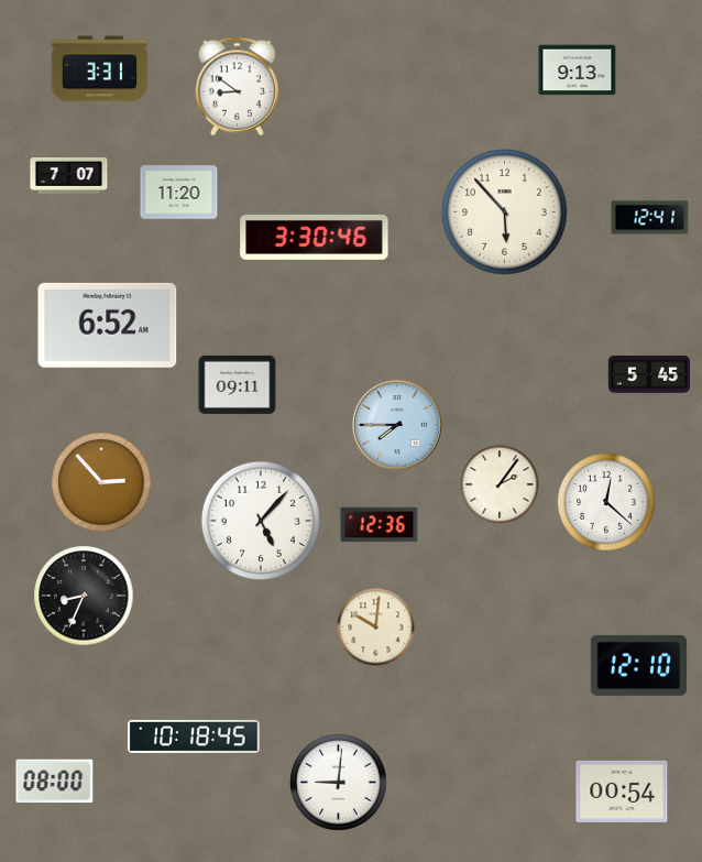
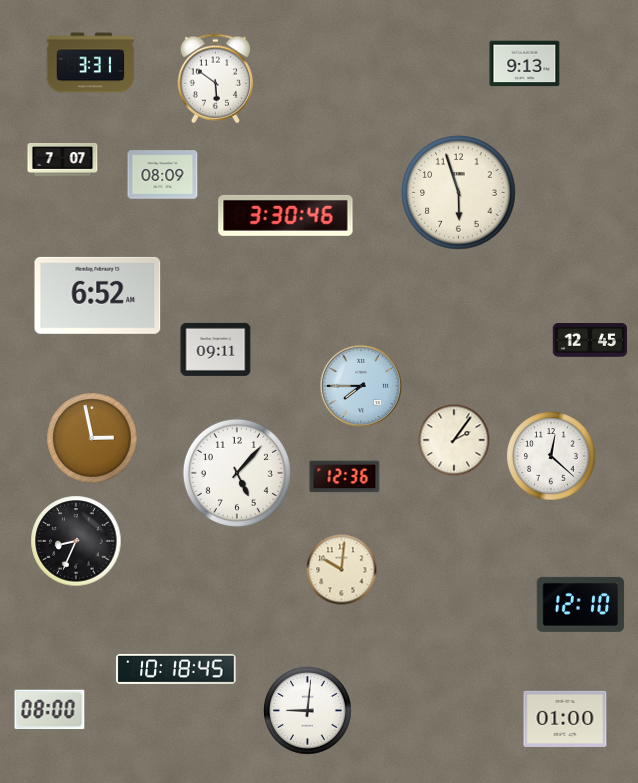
clock at (238, 87): 8:51 -> 5:51
clock at (179, 193): 11:20 -> 08:09
clock at (505, 212): 5:53 -> 5:57
clock at (650, 218): 12:41 -> none
clock at (649, 374): 5:45 -> 12:45
clock at (101, 482): 2:53 -> 2:58
clock at (622, 792): 00:54 -> 01:00
